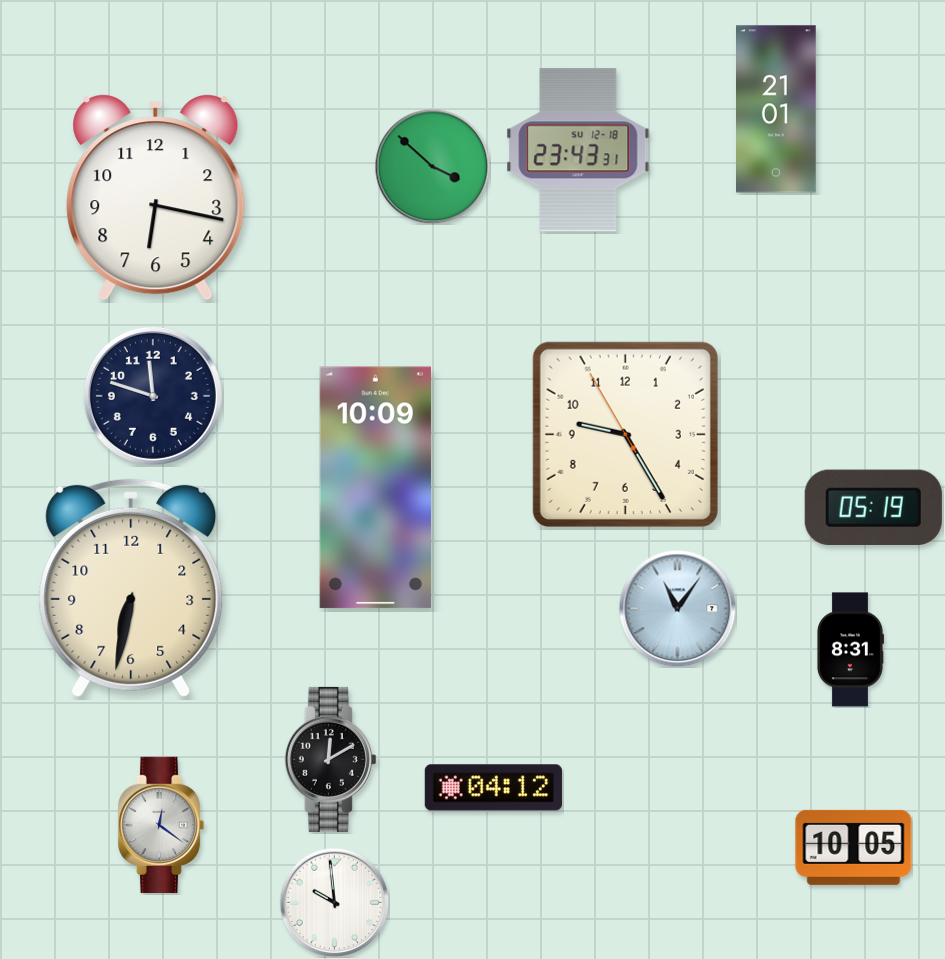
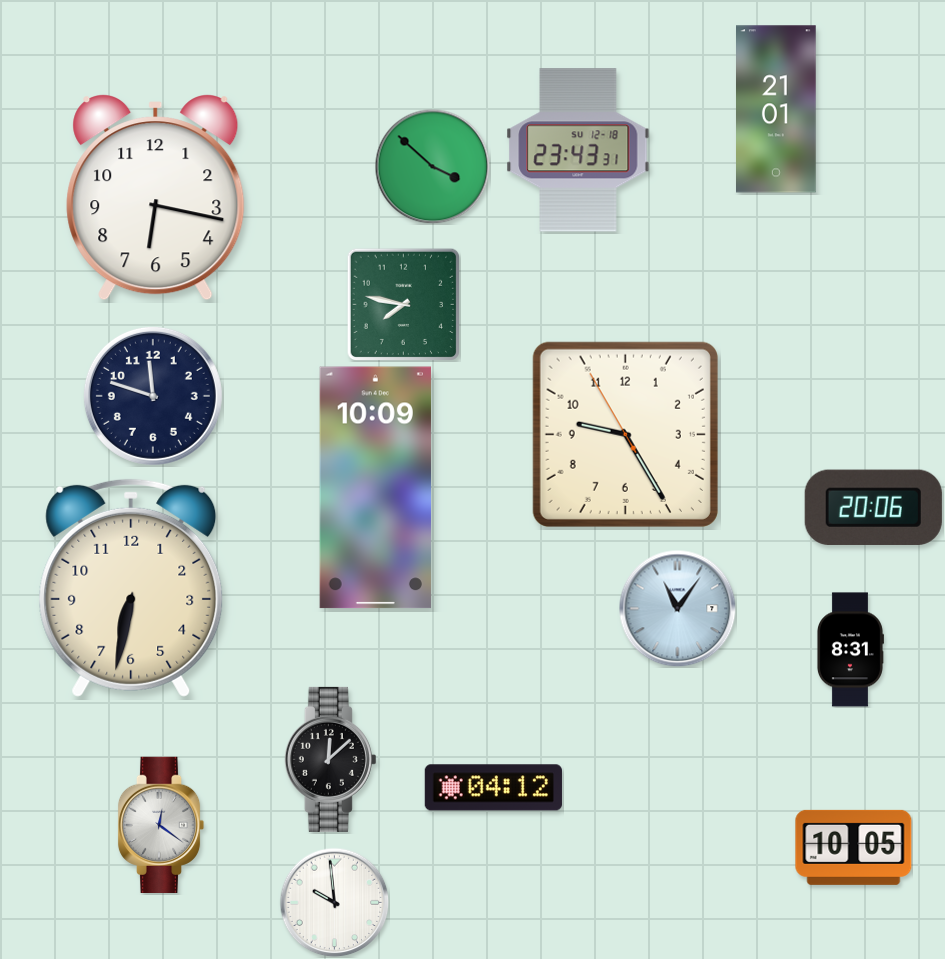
clock at (403, 304): none -> 7:47
clock at (873, 507): 05:19 -> 20:06
clock at (330, 759): 12:10 -> 12:08
